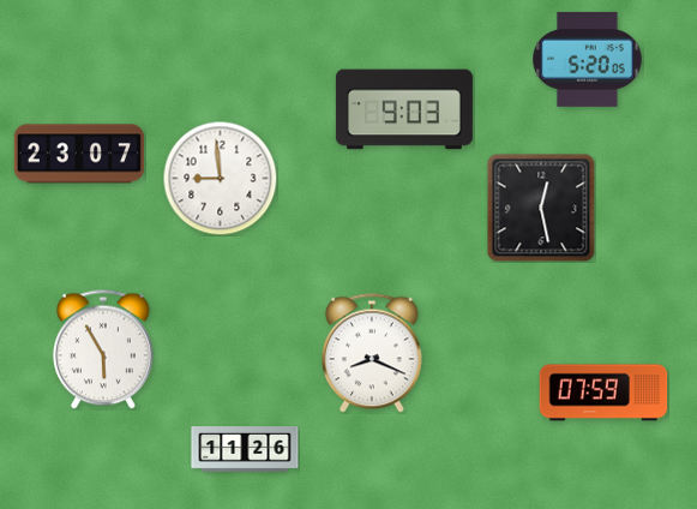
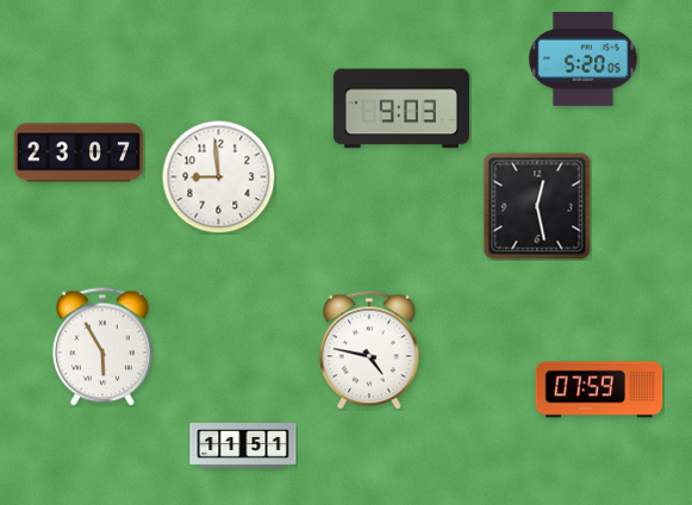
clock at (372, 353): 8:19 -> 4:47
clock at (245, 450): 11:26 -> 11:51
